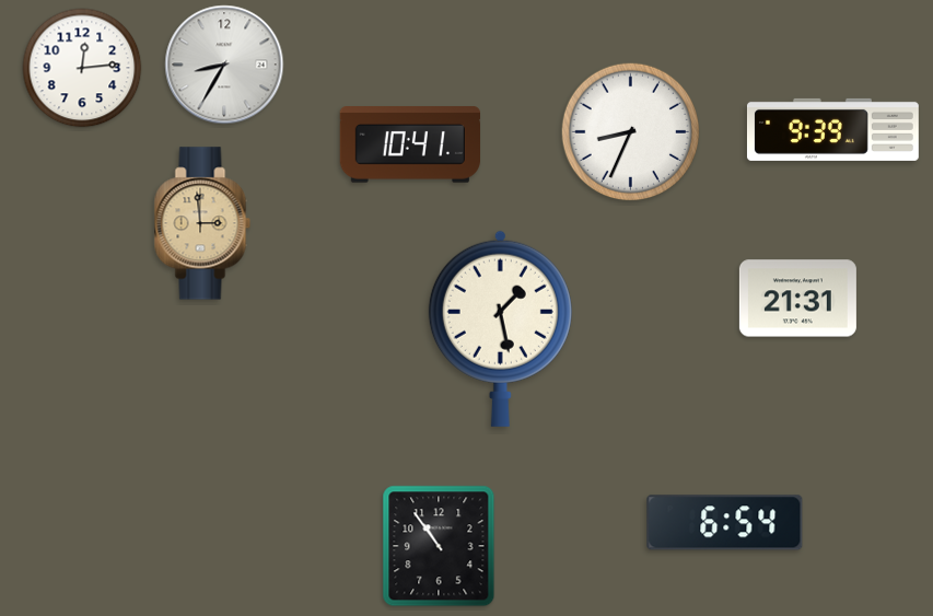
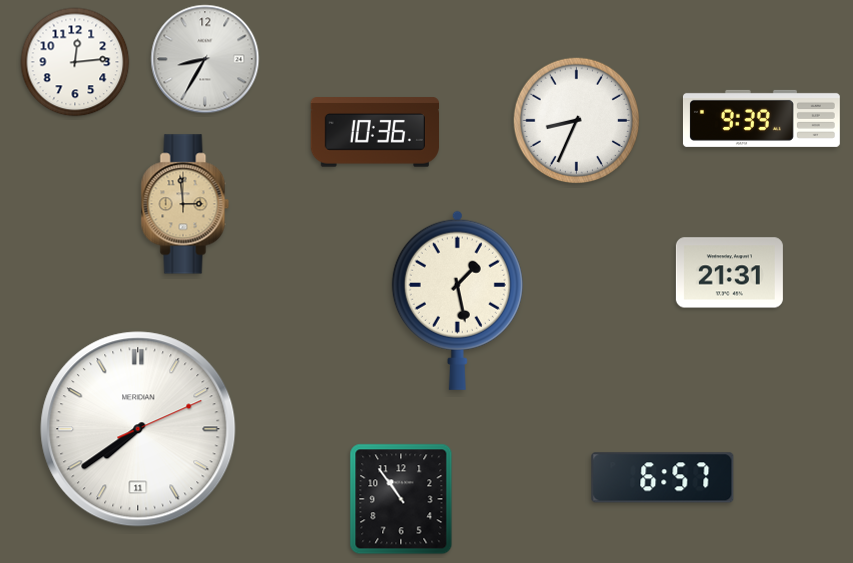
clock at (409, 144): 10:41 -> 10:36
clock at (138, 429): none -> 7:39
clock at (725, 523): 6:54 -> 6:57
